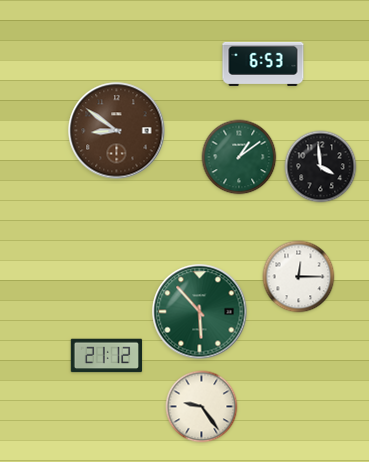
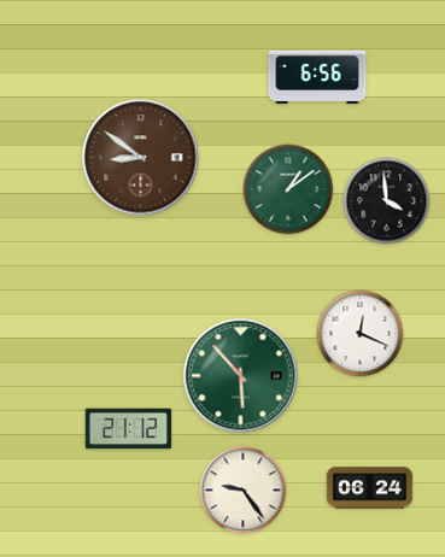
clock at (263, 64): 6:53 -> 6:56
clock at (299, 277): 12:15 -> 12:19
clock at (370, 488): none -> 06:24
